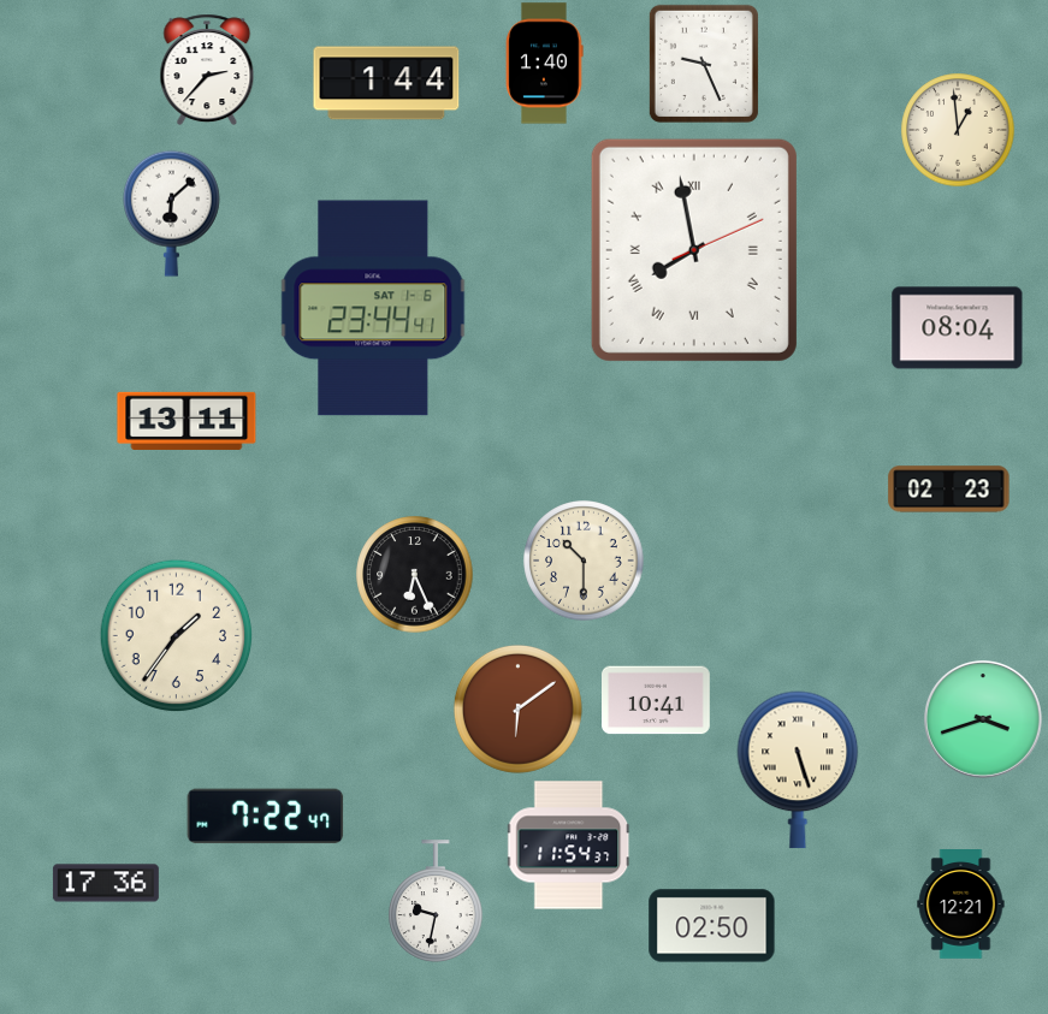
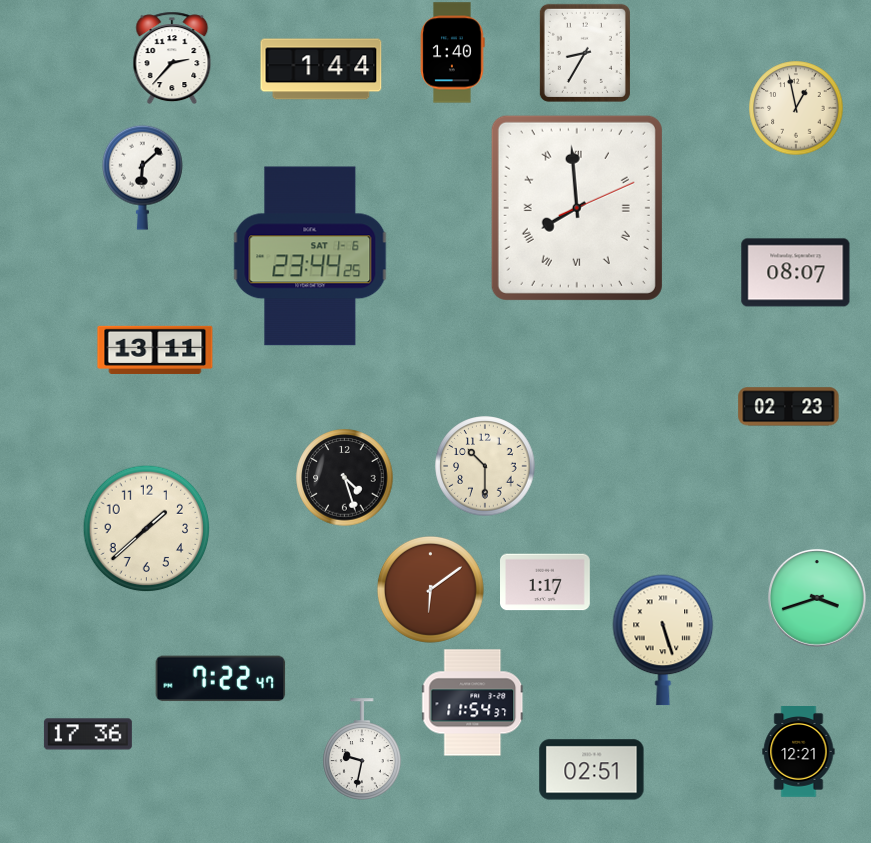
clock at (704, 64): 9:26 -> 8:35
clock at (958, 130): 12:59 -> 12:58
clock at (694, 250): 7:58 -> 7:59
clock at (373, 308): 23:44:41 -> 23:44:25
clock at (958, 328): 08:04 -> 08:07
clock at (415, 575): 6:26 -> 4:27
clock at (176, 635): 1:36 -> 1:38
clock at (657, 700): 10:41 -> 1:17
clock at (712, 926): 02:50 -> 02:51
